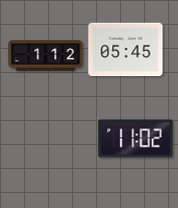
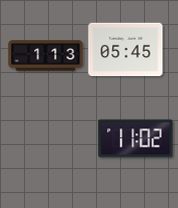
clock at (46, 56): 1:12 -> 1:13
